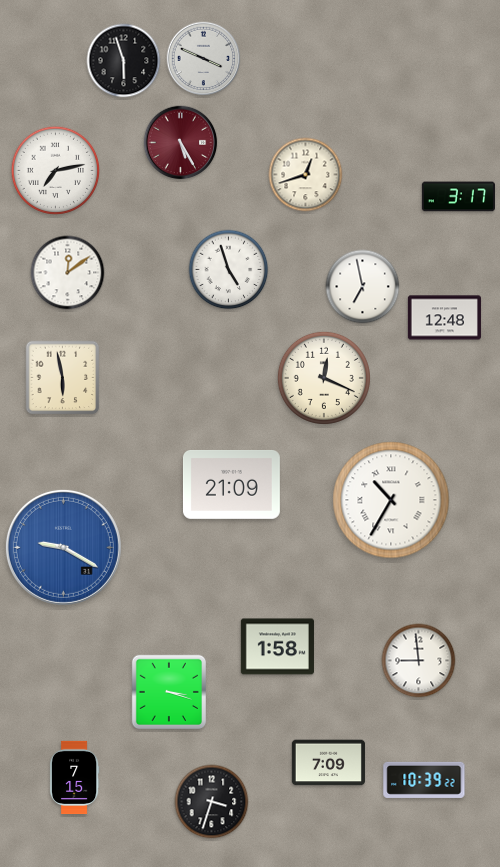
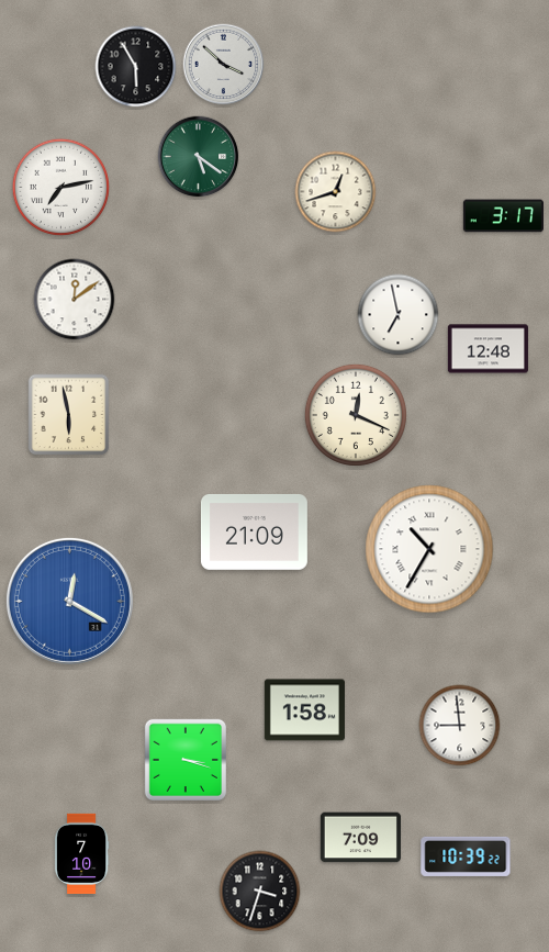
clock at (204, 59): 3:49 -> 3:52
clock at (124, 61): 5:57 -> 5:55
clock at (181, 143): 5:25 -> 5:21
clock at (181, 143) dial: burgundy -> green
clock at (229, 270): 4:57 -> none
clock at (63, 547): 9:20 -> 12:20
clock at (74, 777): 7:15 -> 7:10
clock at (212, 802) position: (212, 802) -> (260, 892)
